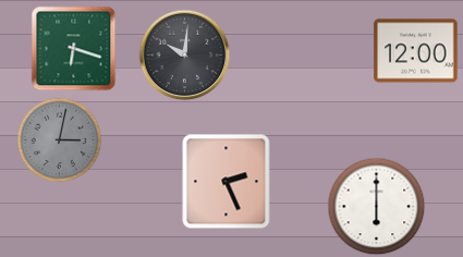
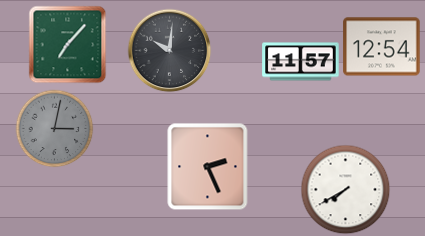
clock at (73, 48): 6:18 -> 7:07
clock at (416, 51): 12:00 -> 12:54
clock at (301, 62): none -> 11:57
clock at (376, 206): 6:00 -> 7:40
